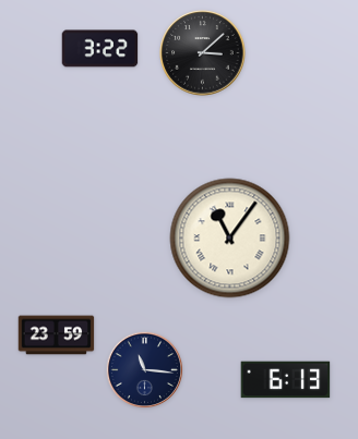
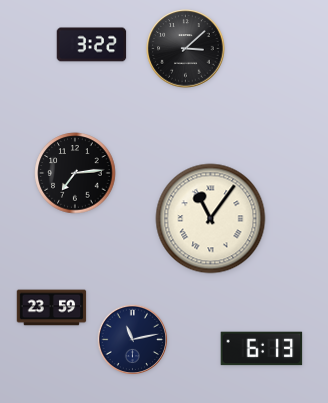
clock at (75, 173): none -> 7:14
clock at (145, 370): 11:16 -> 11:13
